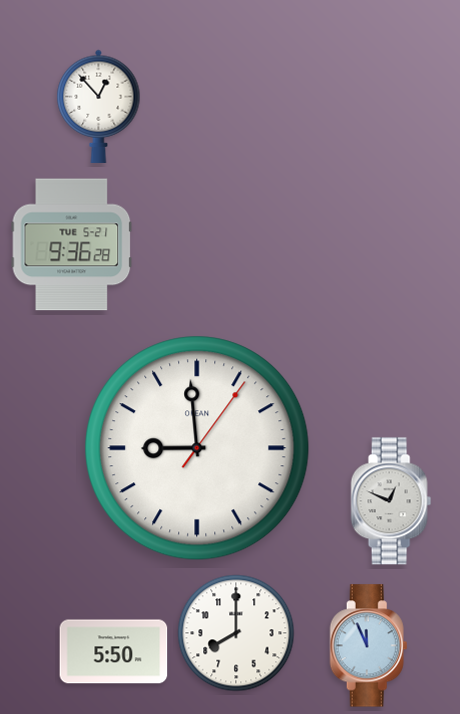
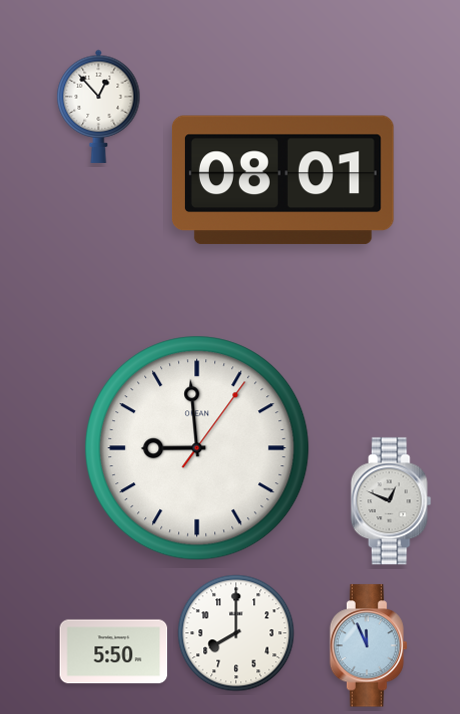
clock at (283, 180): none -> 08:01
clock at (72, 245): 9:36 -> none
